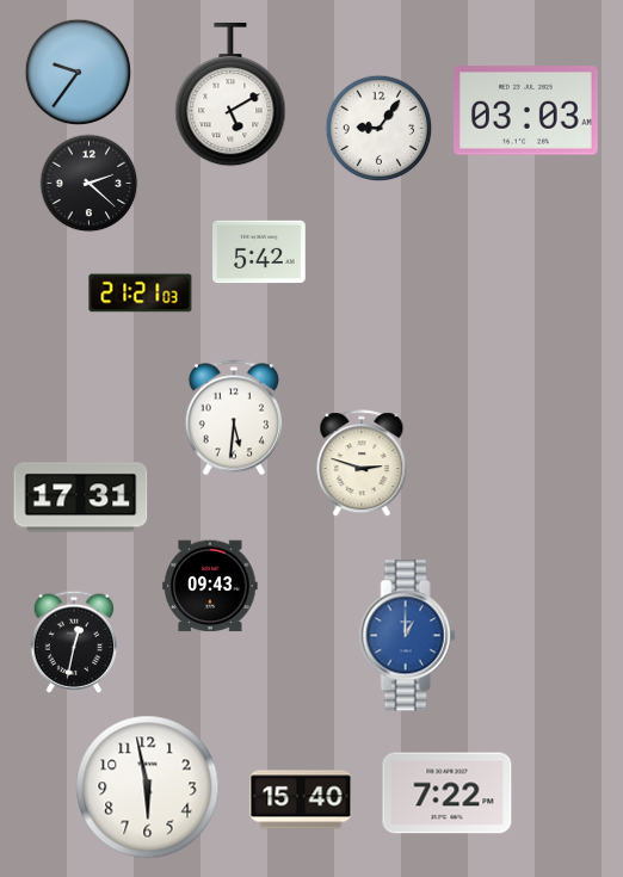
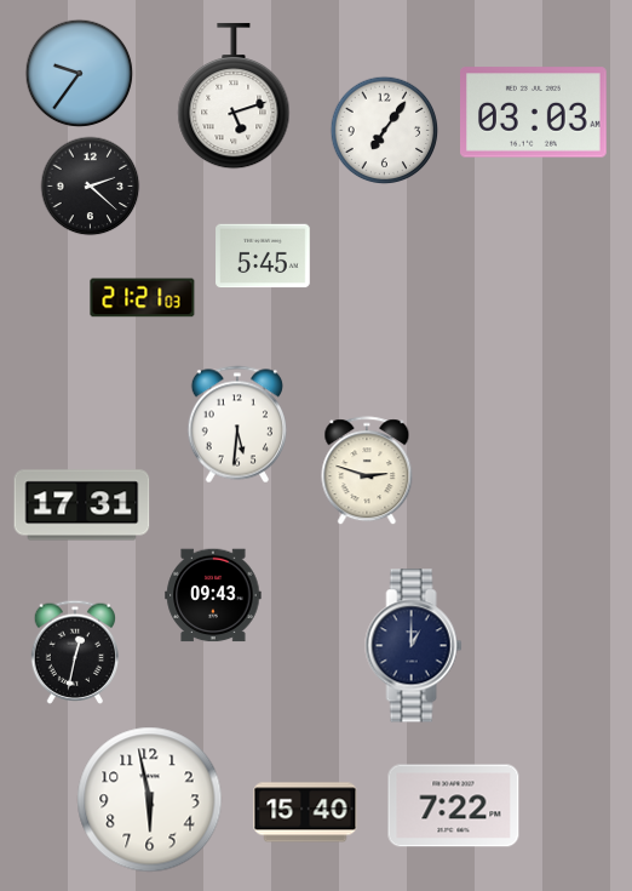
clock at (230, 94): 5:10 -> 5:12
clock at (380, 129): 9:06 -> 7:06
clock at (259, 252): 5:42 -> 5:45
clock at (408, 636) dial: blue -> navy
